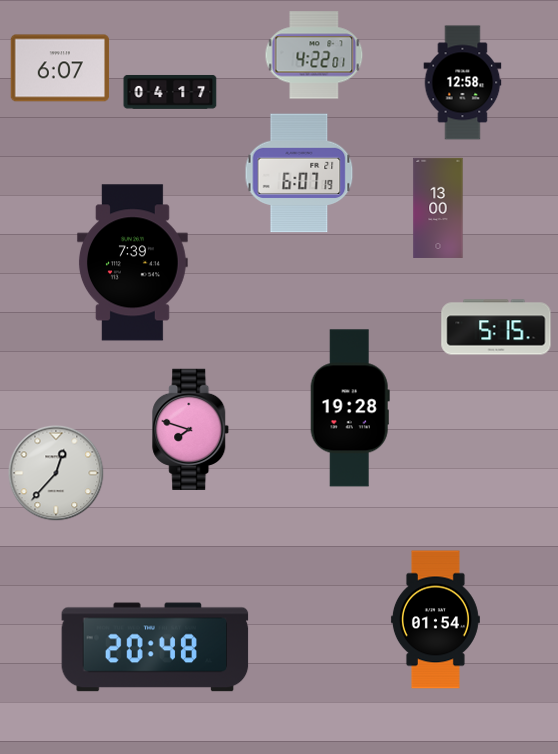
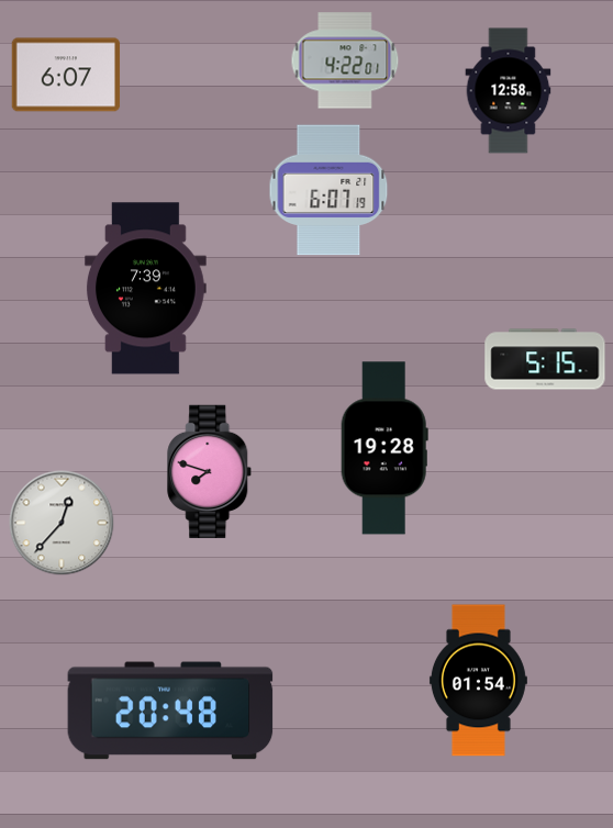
clock at (170, 92): 04:17 -> none
clock at (438, 208): 13:00 -> none
clock at (56, 473) position: (56, 473) -> (62, 523)
